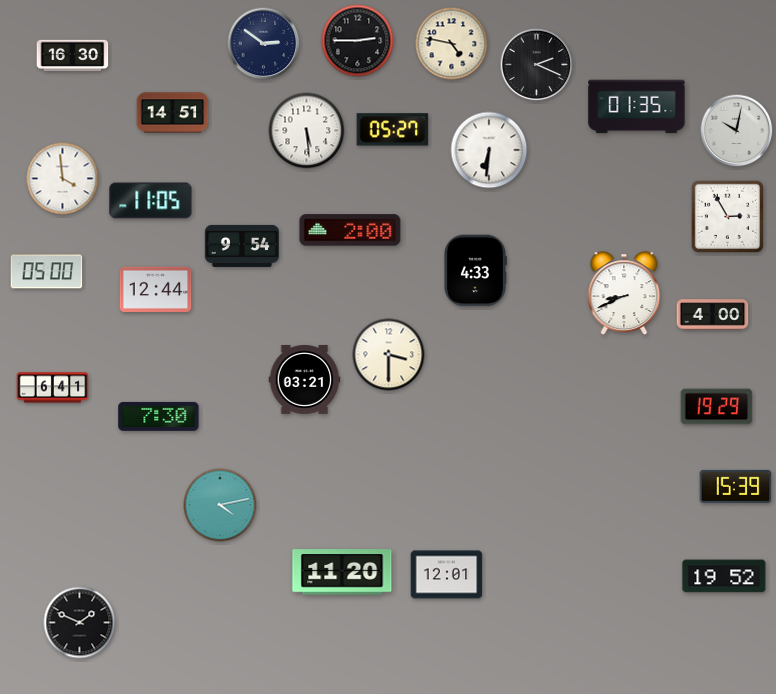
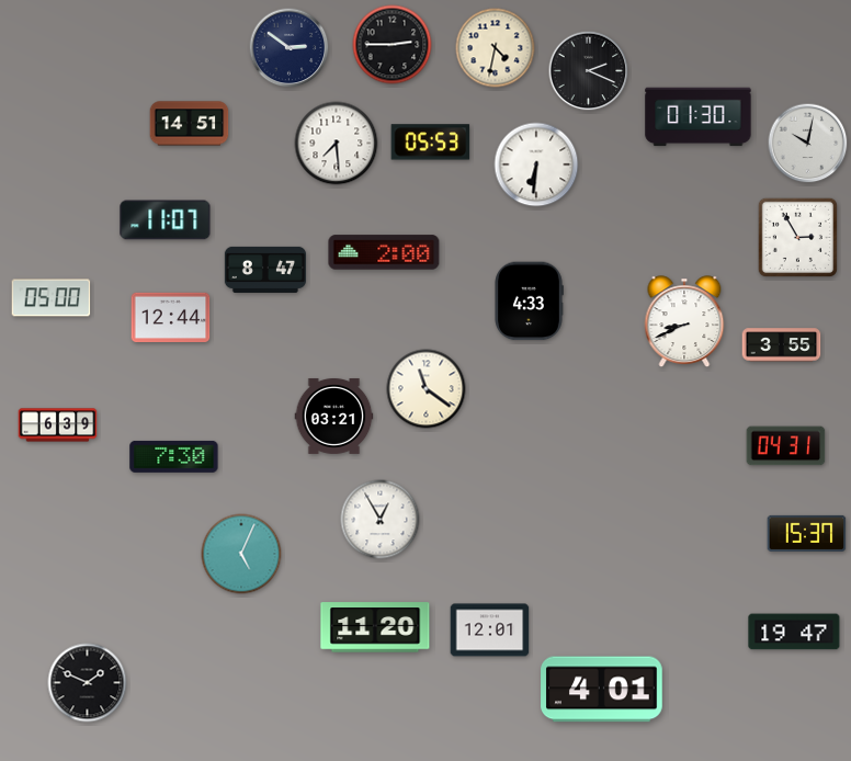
clock at (452, 44): 4:47 -> 4:32
clock at (73, 56): 16:30 -> none
clock at (637, 107): 01:35 -> 01:30
clock at (393, 130): 05:27 -> 05:53
clock at (307, 131): 5:29 -> 7:29
clock at (63, 179): 3:59 -> none
clock at (151, 201): 11:05 -> 11:07
clock at (242, 246): 9:54 -> 8:47
clock at (475, 271) position: (475, 271) -> (529, 302)
clock at (713, 315): 4:00 -> 3:55
clock at (389, 355): 3:30 -> 11:21
clock at (53, 388): 6:41 -> 6:39
clock at (717, 407): 19:29 -> 04:31
clock at (381, 520): none -> 12:55
clock at (736, 486): 15:39 -> 15:37
clock at (220, 505): 4:13 -> 5:04
clock at (724, 576): 19:52 -> 19:47
clock at (602, 690): none -> 4:01
